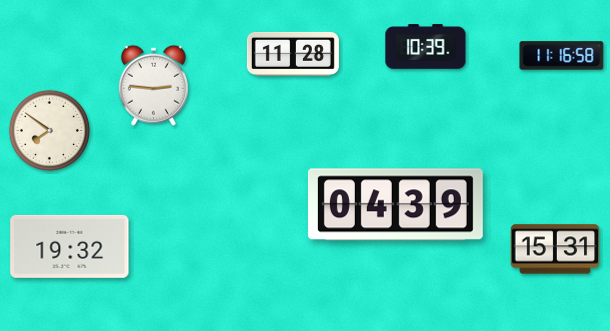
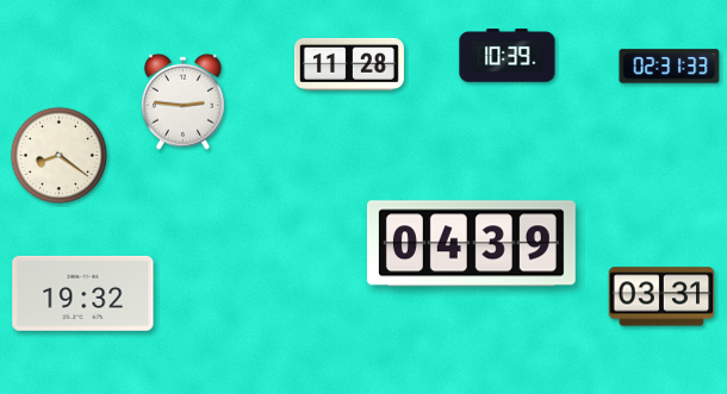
clock at (562, 56): 11:16 -> 02:31
clock at (49, 130): 7:51 -> 8:21
clock at (555, 249): 15:31 -> 03:31
